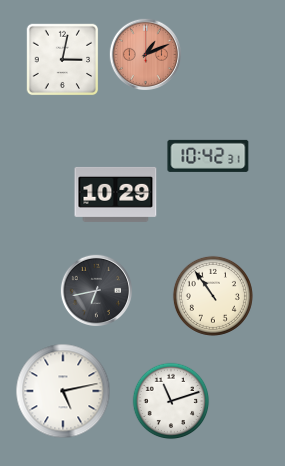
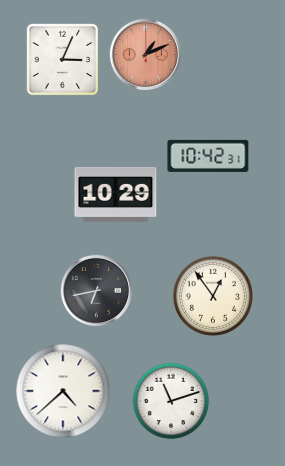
clock at (63, 60): 3:02 -> 3:04
clock at (213, 296): 10:54 -> 12:54
clock at (63, 391): 5:13 -> 4:38
